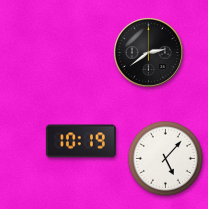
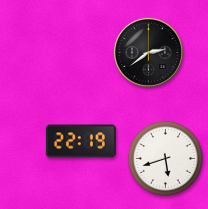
clock at (81, 141): 10:19 -> 22:19
clock at (165, 158): 5:07 -> 5:42
